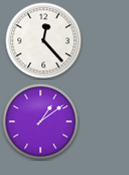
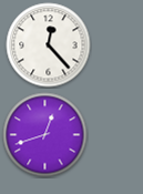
clock at (41, 122): 1:09 -> 12:42
